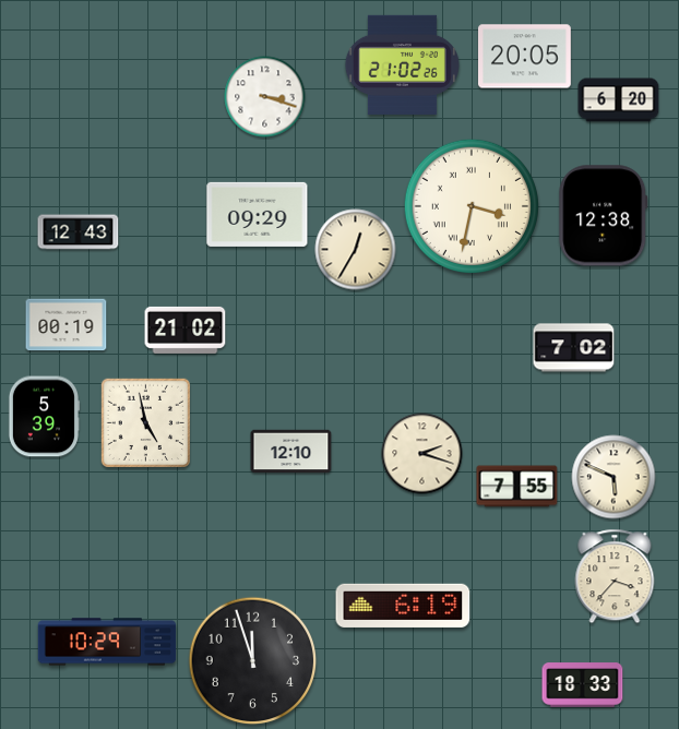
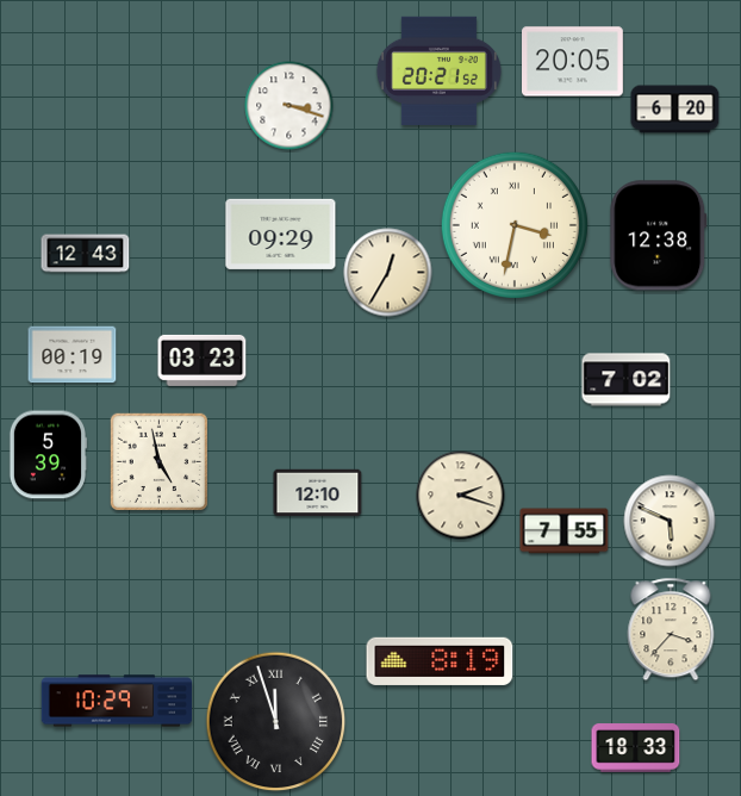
clock at (402, 64): 21:02 -> 20:21
clock at (186, 330): 21:02 -> 03:23
clock at (403, 606): 6:19 -> 8:19
clock at (253, 661) numerals: Arabic -> Roman
